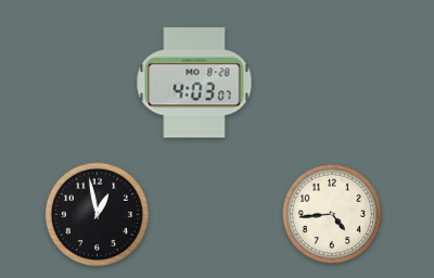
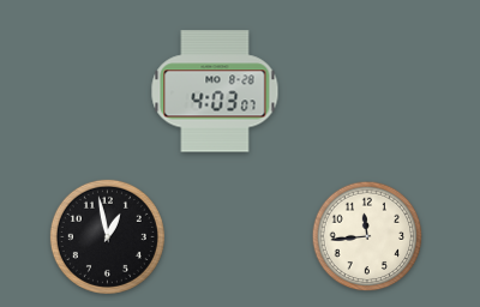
clock at (332, 214): 4:44 -> 11:44
